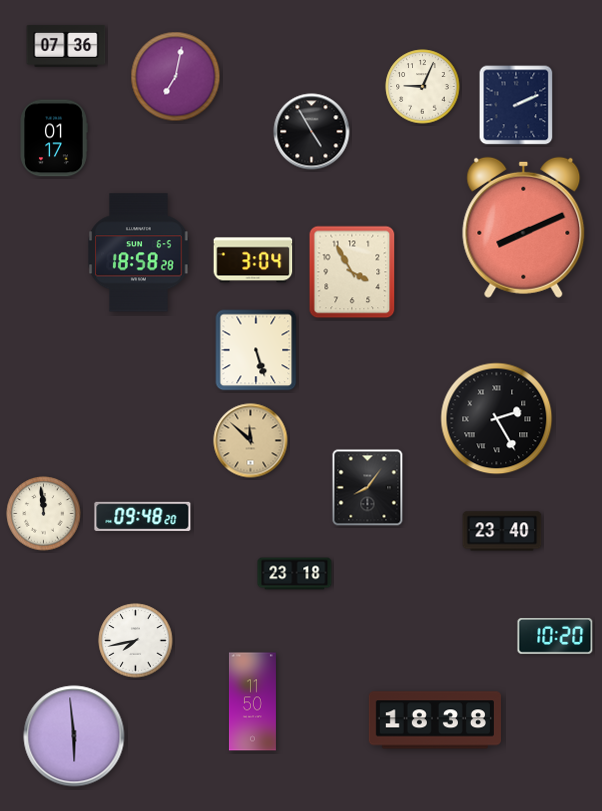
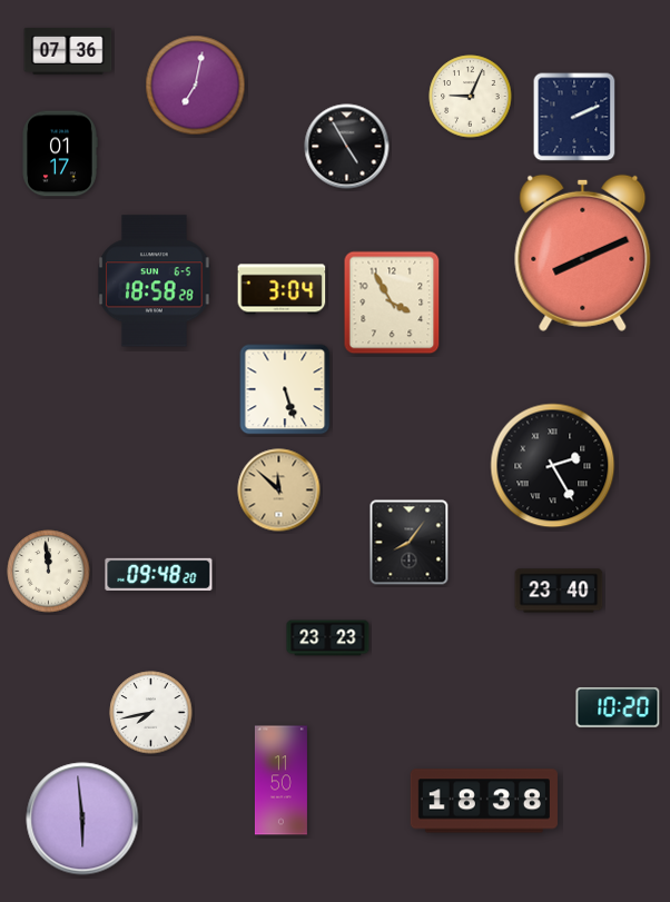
clock at (66, 46) position: (66, 46) -> (68, 51)
clock at (295, 574): 23:18 -> 23:23
